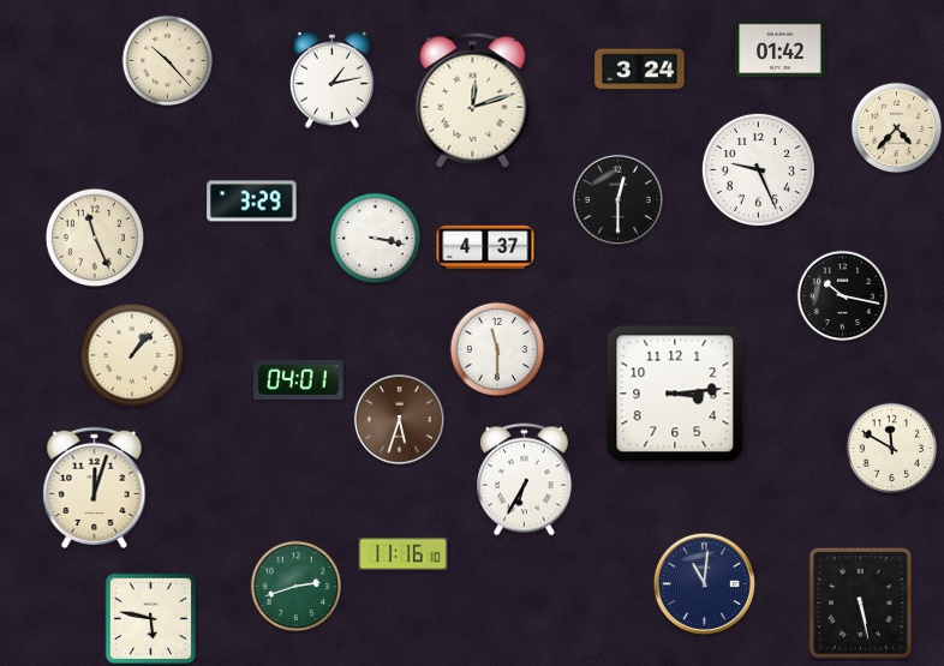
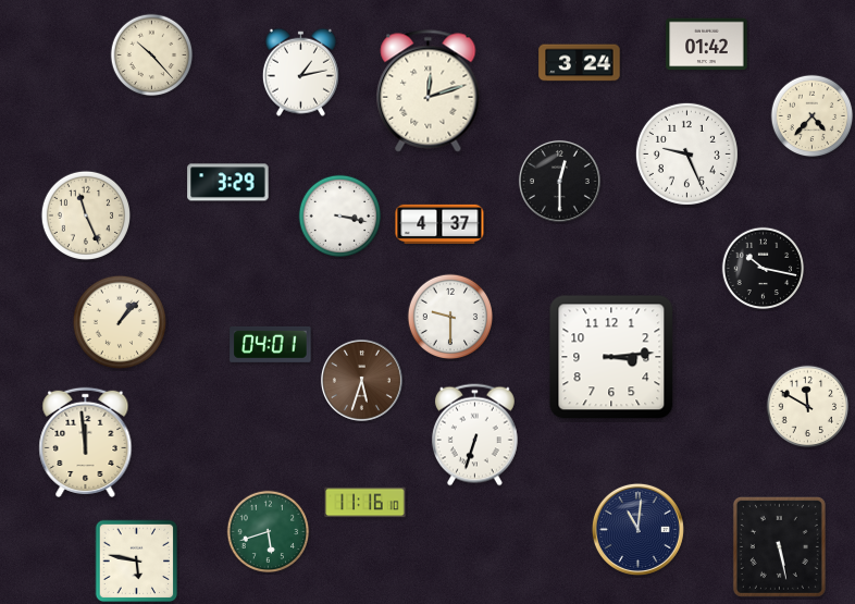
clock at (497, 349): 11:30 -> 9:30
clock at (524, 480): 6:35 -> 6:33
clock at (95, 487): 12:03 -> 11:59
clock at (297, 587): 2:42 -> 5:42
